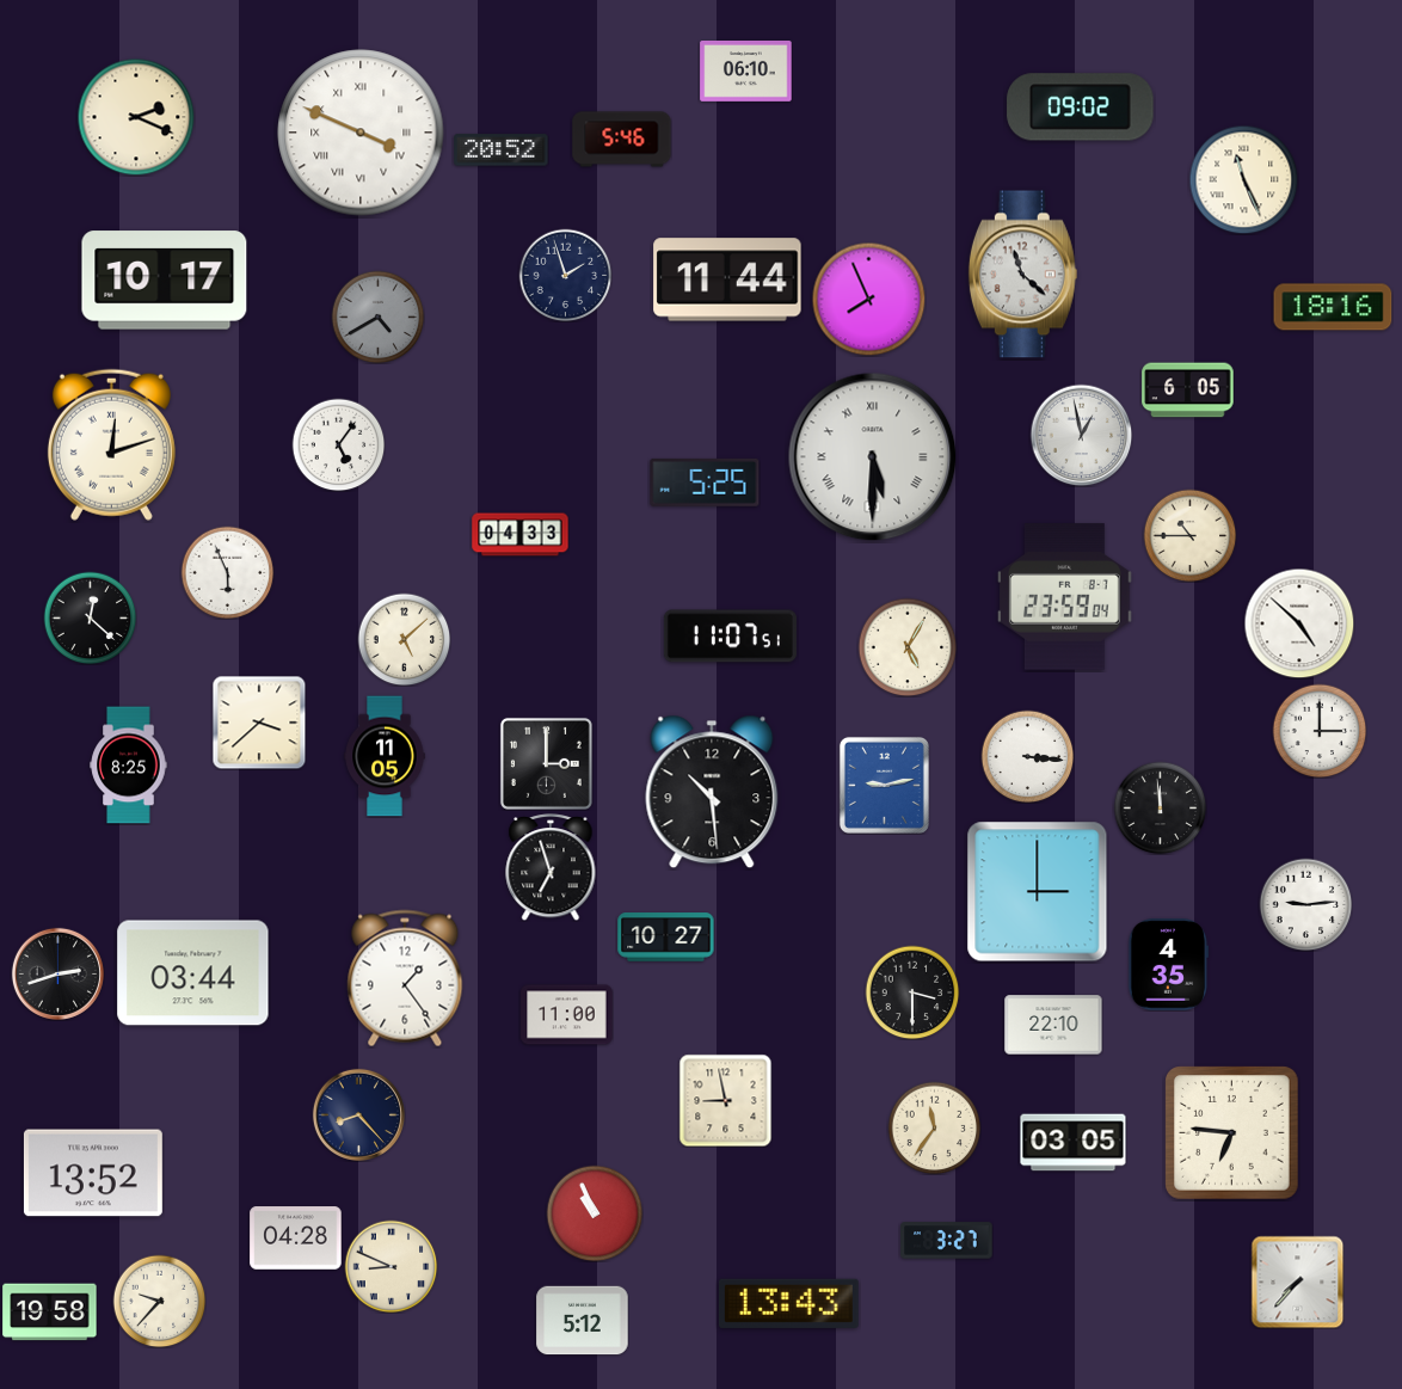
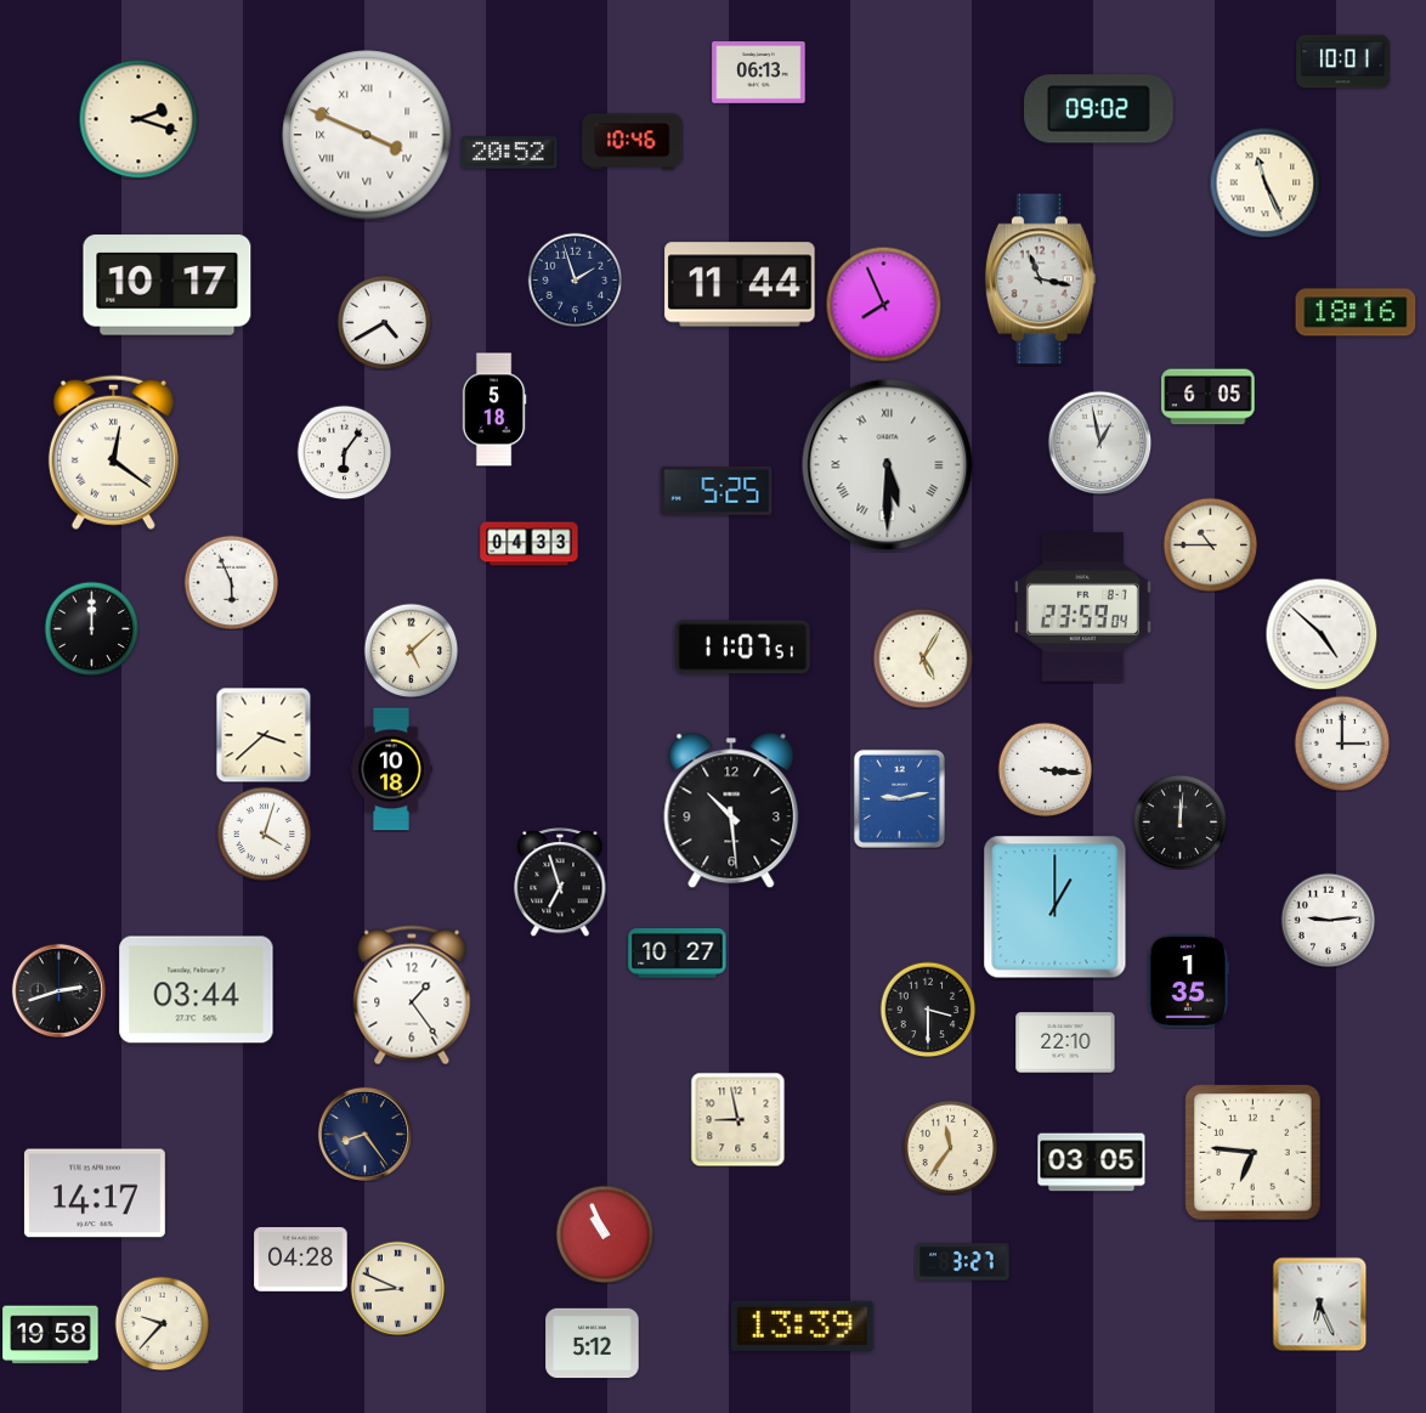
clock at (1343, 62): none -> 10:01
clock at (746, 72): 06:10 -> 06:13
clock at (136, 117): 2:19 -> 2:18
clock at (622, 140): 5:46 -> 10:46
clock at (1022, 275): 11:22 -> 11:17
clock at (377, 316) dial: grey -> white
clock at (494, 409): none -> 5:18
clock at (111, 444): 12:12 -> 12:21
clock at (338, 444): 5:06 -> 6:06
clock at (90, 617): 12:22 -> 12:00
clock at (385, 756): 11:05 -> 10:18
clock at (546, 763): 3:00 -> none
clock at (129, 766): 8:25 -> none
clock at (712, 792) position: (712, 792) -> (731, 810)
clock at (1160, 807): 11:59 -> 12:01
clock at (264, 833): none -> 4:03
clock at (1038, 892): 3:00 -> 1:00
clock at (1169, 965): 4:35 -> 1:35
clock at (567, 1015): 11:00 -> none
clock at (1053, 1025) position: (1053, 1025) -> (1065, 1042)
clock at (358, 1114): 8:23 -> 8:24
clock at (93, 1173): 13:52 -> 14:17
clock at (1297, 1282): 7:37 -> 6:26
clock at (788, 1303): 13:43 -> 13:39
